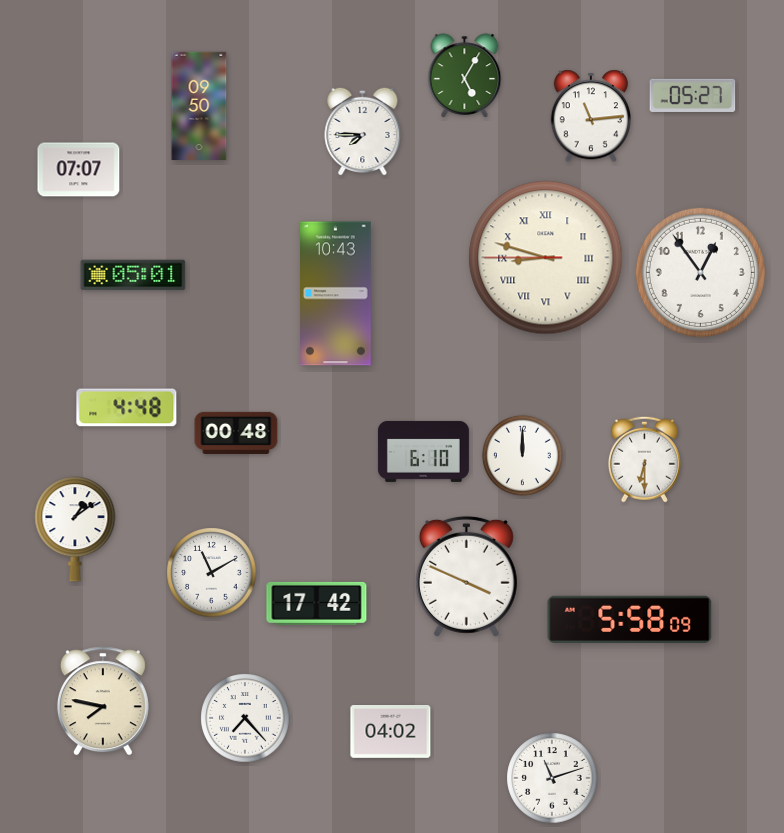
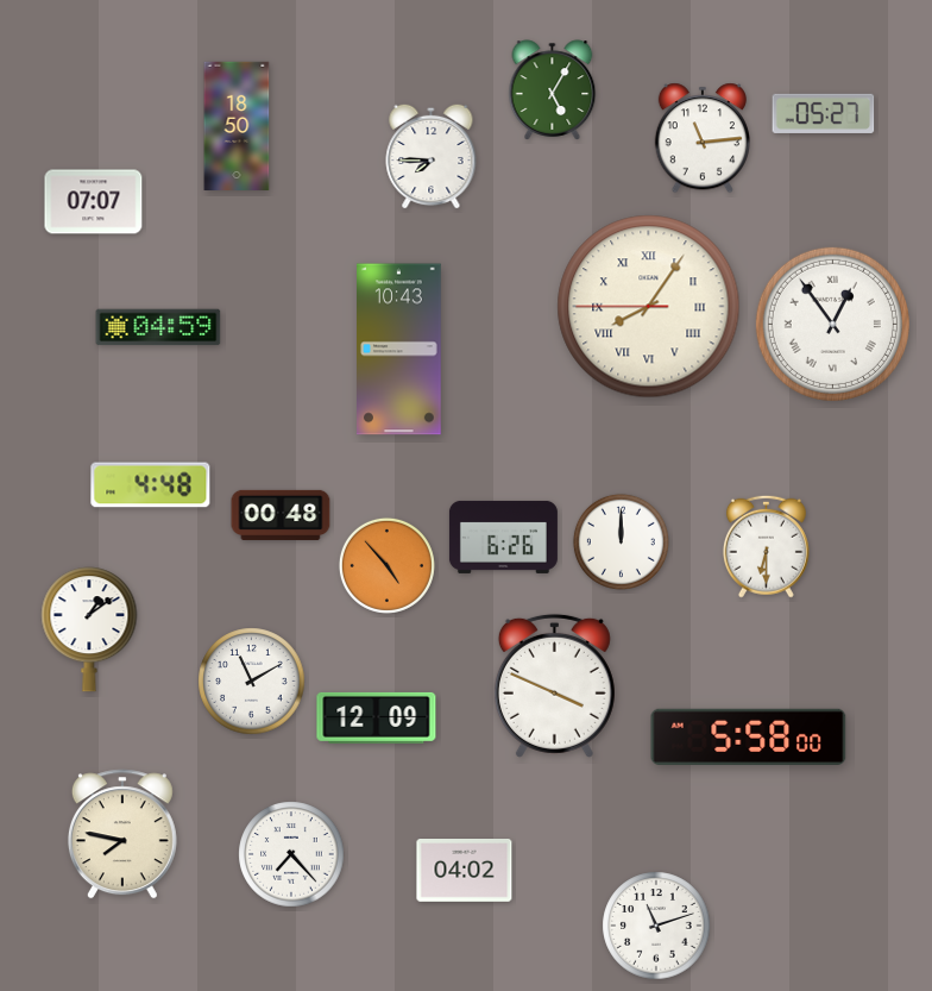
clock at (199, 106): 09:50 -> 18:50
clock at (546, 258): 8:47 -> 8:05
clock at (700, 272) numerals: Arabic -> Roman
clock at (133, 275): 05:01 -> 04:59
clock at (423, 451): 6:10 -> 6:26
clock at (386, 565): none -> 4:53
clock at (317, 603): 17:42 -> 12:09
clock at (630, 619): 5:58:09 -> 5:58:00
